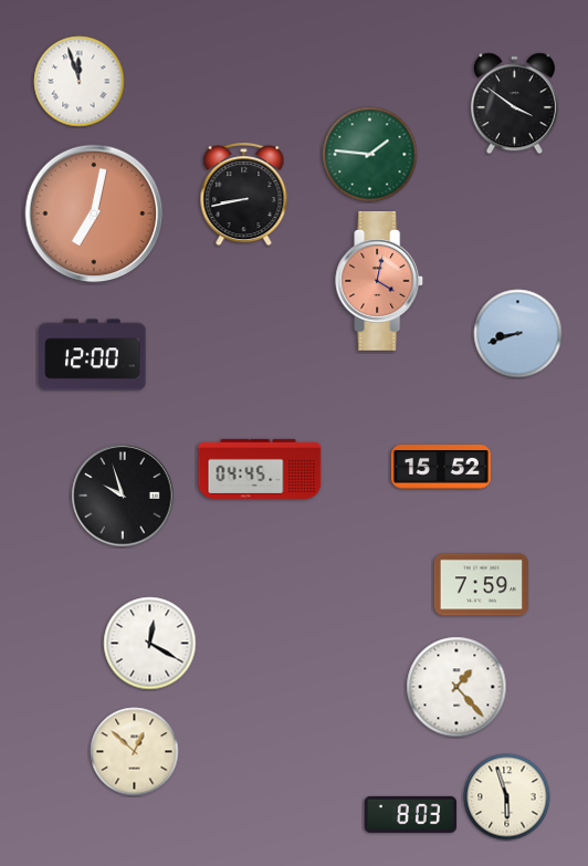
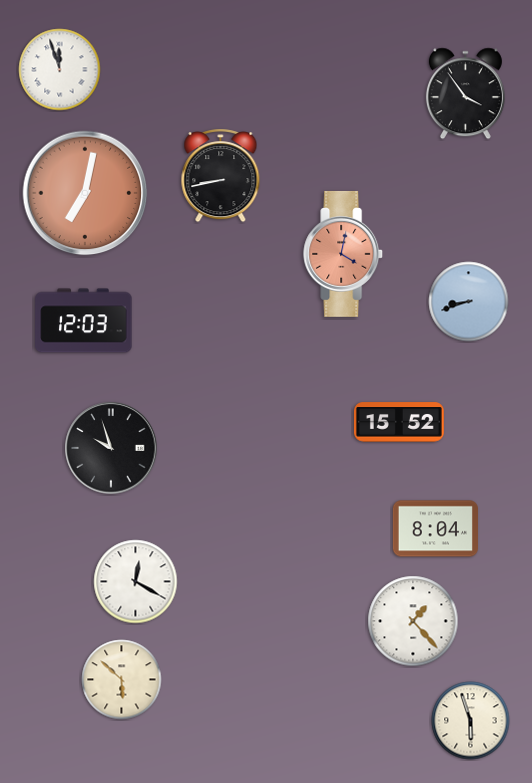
clock at (80, 82) position: (80, 82) -> (60, 70)
clock at (514, 104): 3:51 -> 3:54
clock at (370, 155): 1:46 -> none
clock at (93, 355): 12:00 -> 12:03
clock at (260, 469): 04:45 -> none
clock at (481, 585): 7:59 -> 8:04
clock at (135, 752): 12:52 -> 5:52
clock at (507, 797) position: (507, 797) -> (471, 721)
clock at (411, 814): 8:03 -> none
